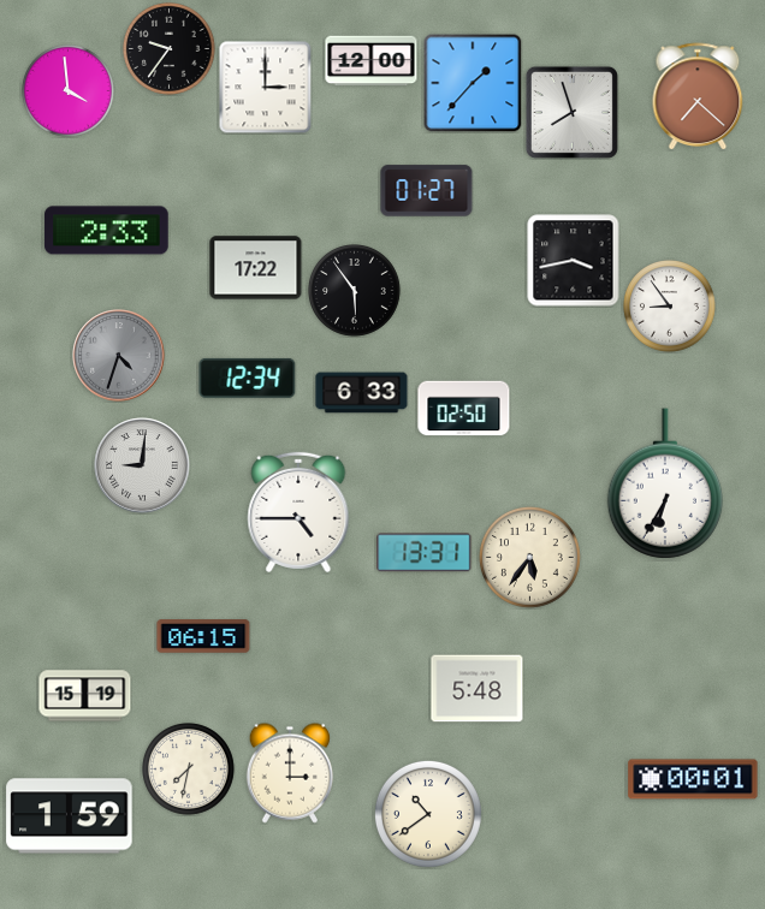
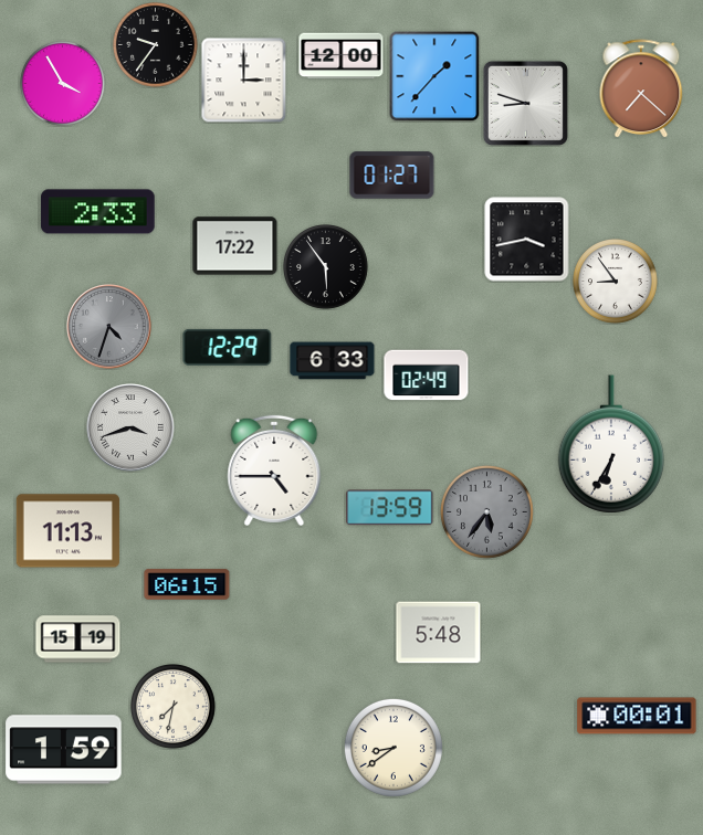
clock at (69, 91): 3:59 -> 3:55
clock at (571, 112): 7:57 -> 8:48
clock at (248, 378): 12:34 -> 12:29
clock at (464, 409): 02:50 -> 02:49
clock at (142, 465): 9:01 -> 3:42
clock at (425, 553): 13:31 -> 13:59
clock at (529, 557) dial: cream -> grey
clock at (67, 531): none -> 11:13
clock at (289, 773): 3:00 -> none
clock at (428, 814): 10:39 -> 8:39
